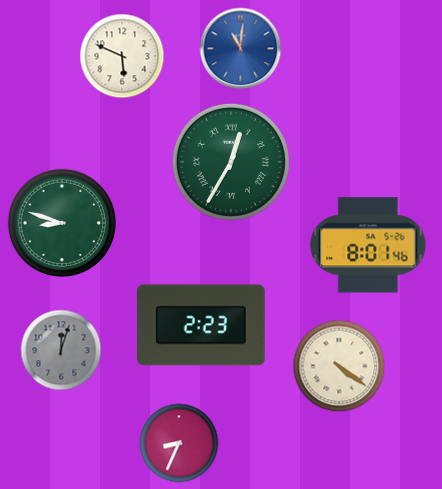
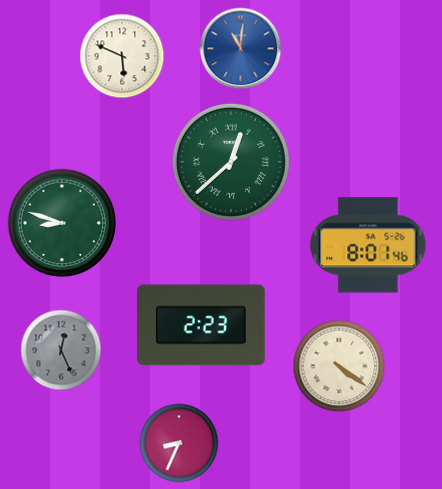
clock at (231, 162): 12:35 -> 12:38
clock at (61, 350): 12:03 -> 12:26
